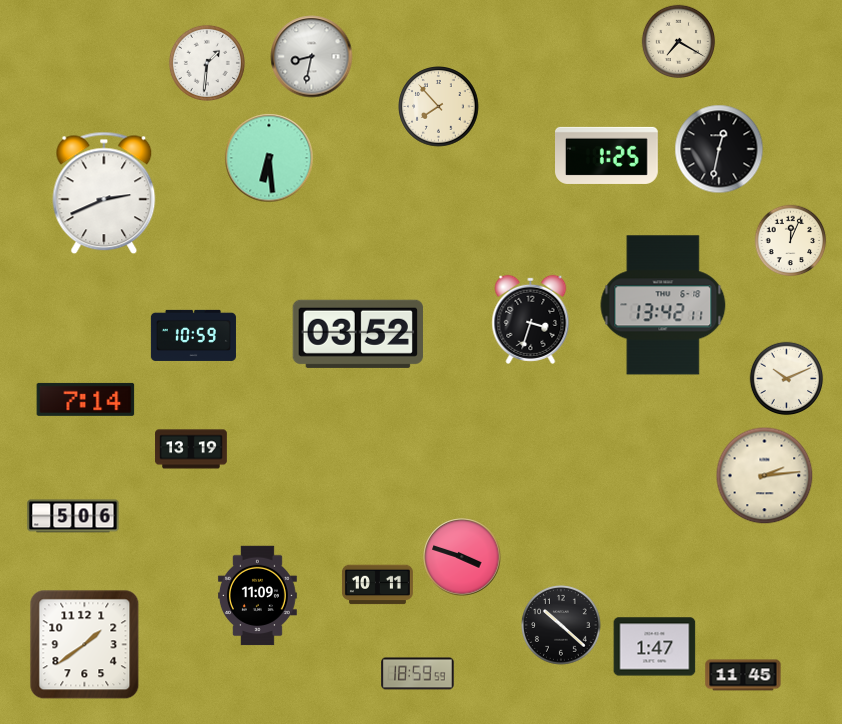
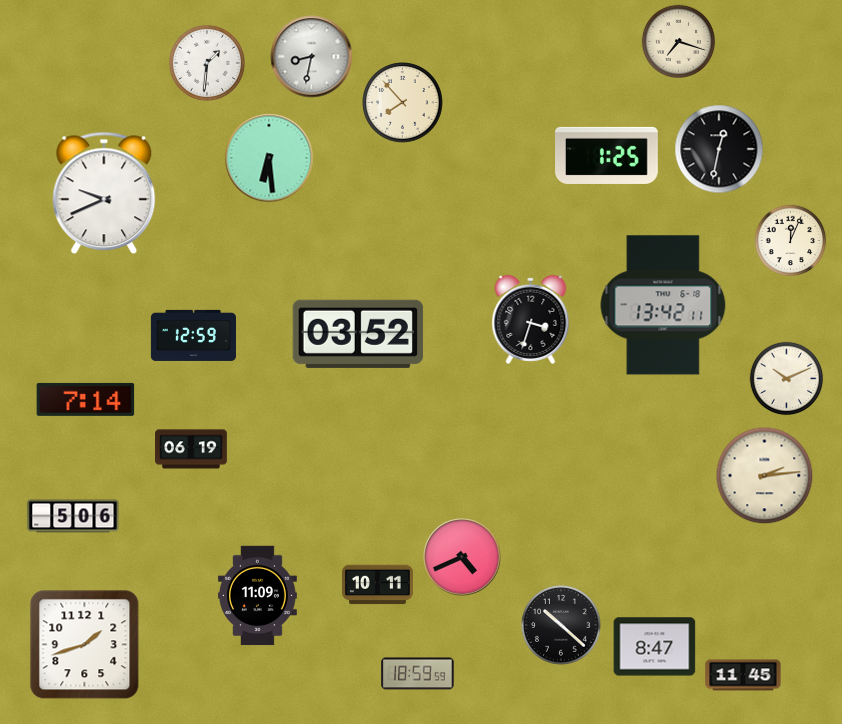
clock at (679, 42): 7:20 -> 7:18
clock at (439, 107) position: (439, 107) -> (403, 103)
clock at (104, 193): 2:41 -> 9:41
clock at (193, 335): 10:59 -> 12:59
clock at (191, 449): 13:19 -> 06:19
clock at (462, 557): 3:48 -> 4:41
clock at (85, 645): 1:39 -> 1:42
clock at (655, 647): 1:47 -> 8:47
